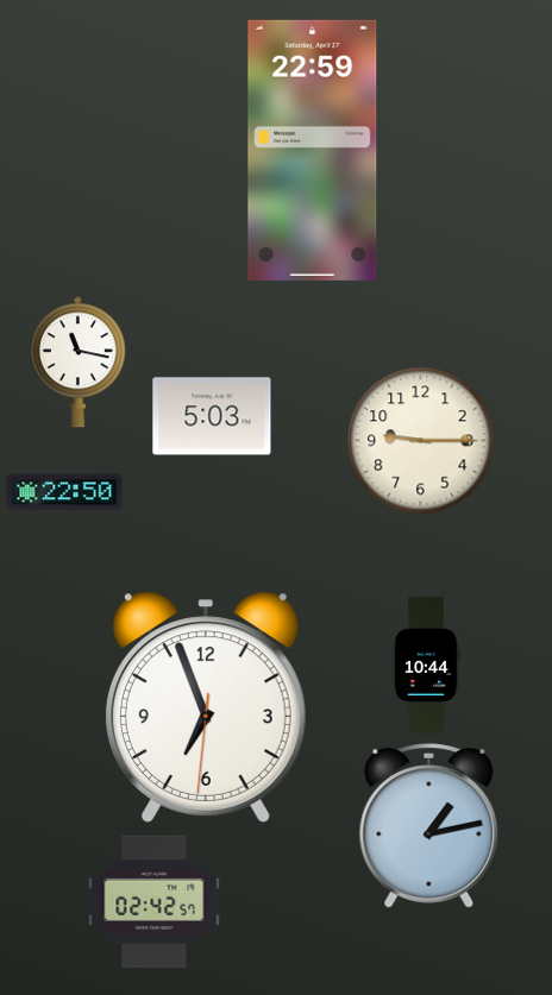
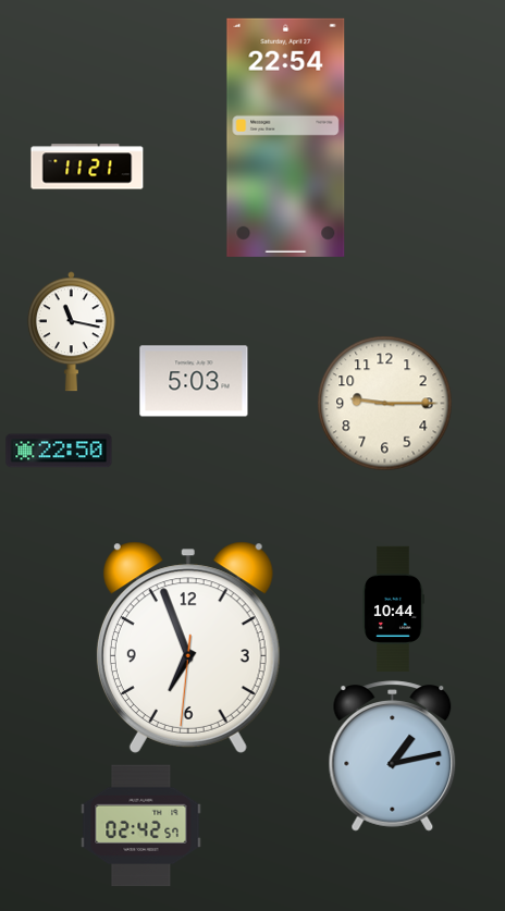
clock at (313, 150): 22:59 -> 22:54
clock at (87, 167): none -> 11:21
clock at (426, 666) position: (426, 666) -> (393, 610)
